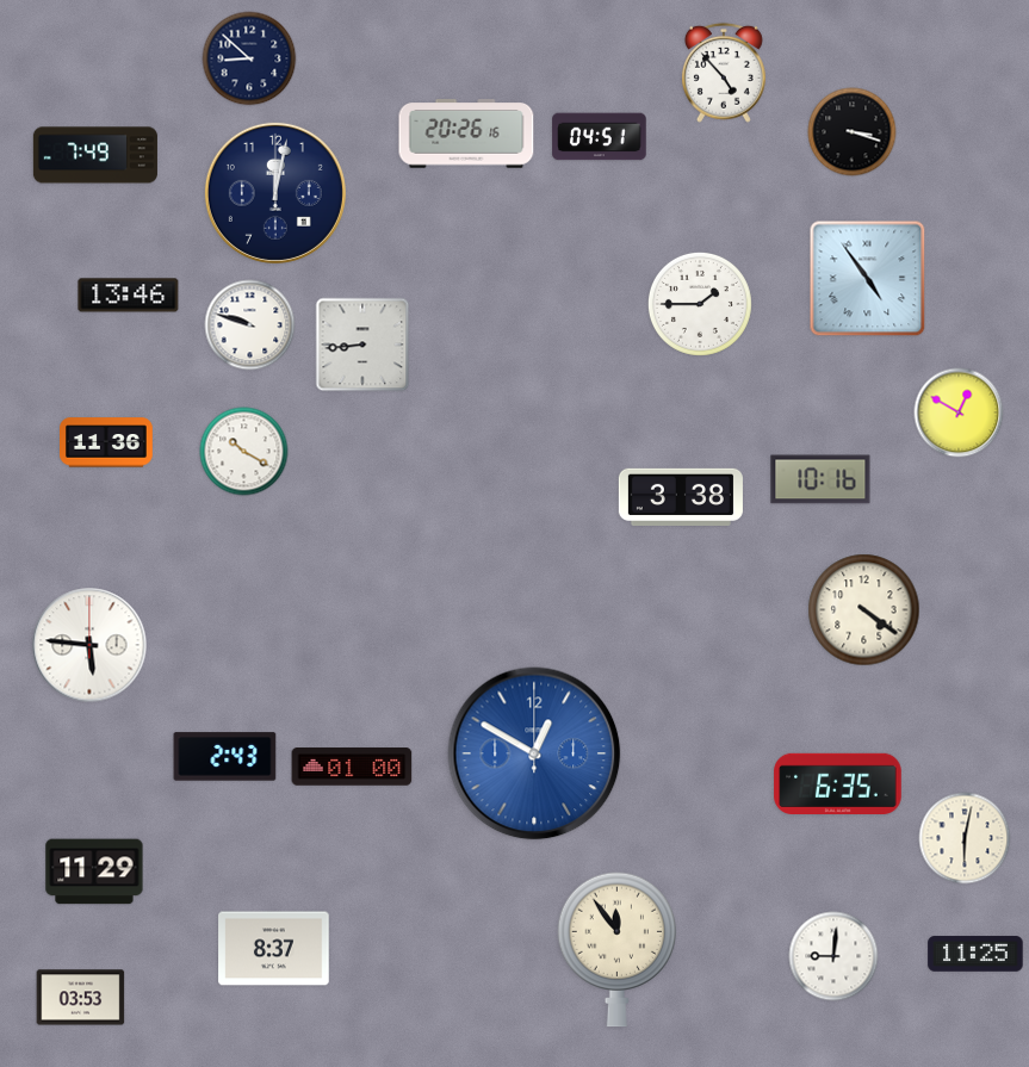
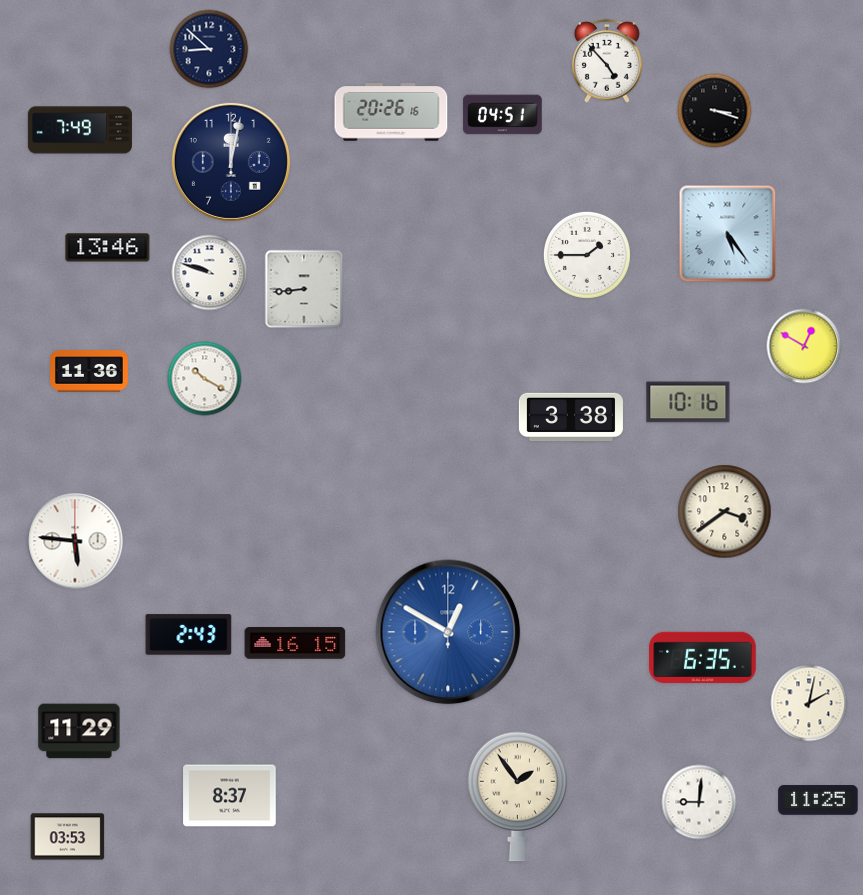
clock at (868, 279): 4:54 -> 5:24
clock at (864, 610): 4:21 -> 3:39
clock at (352, 767): 01:00 -> 16:15
clock at (965, 838): 6:02 -> 2:02
clock at (618, 950): 11:54 -> 1:54
